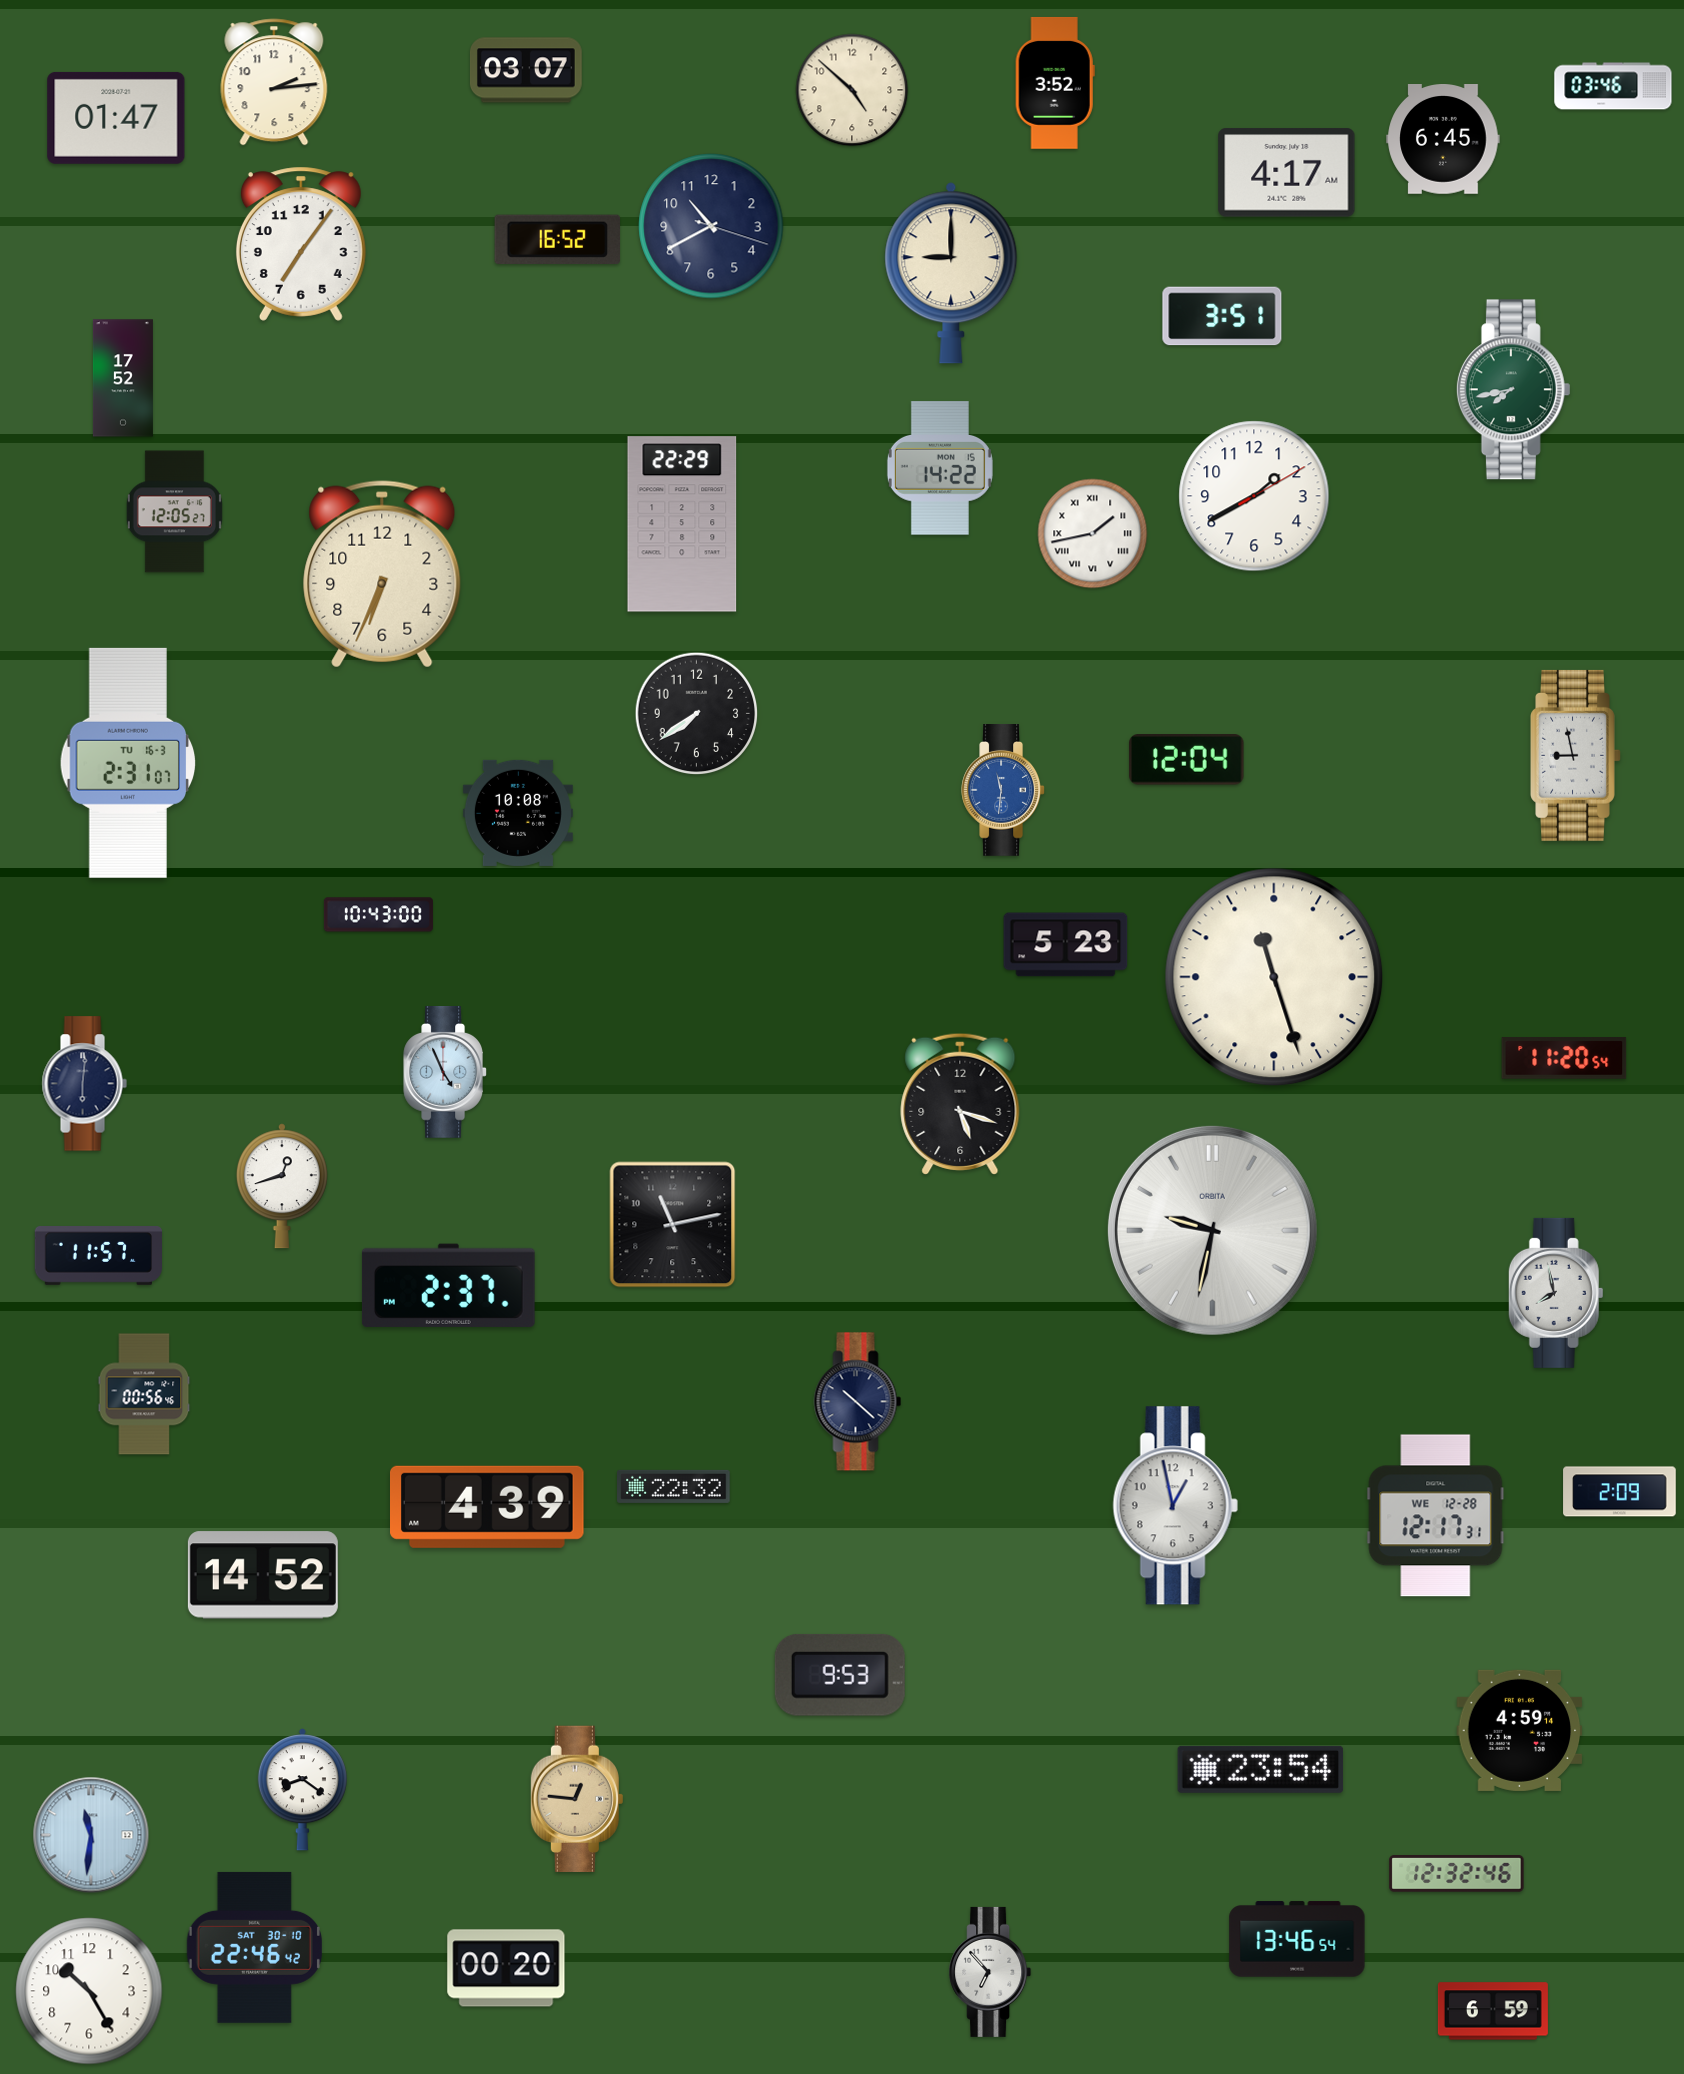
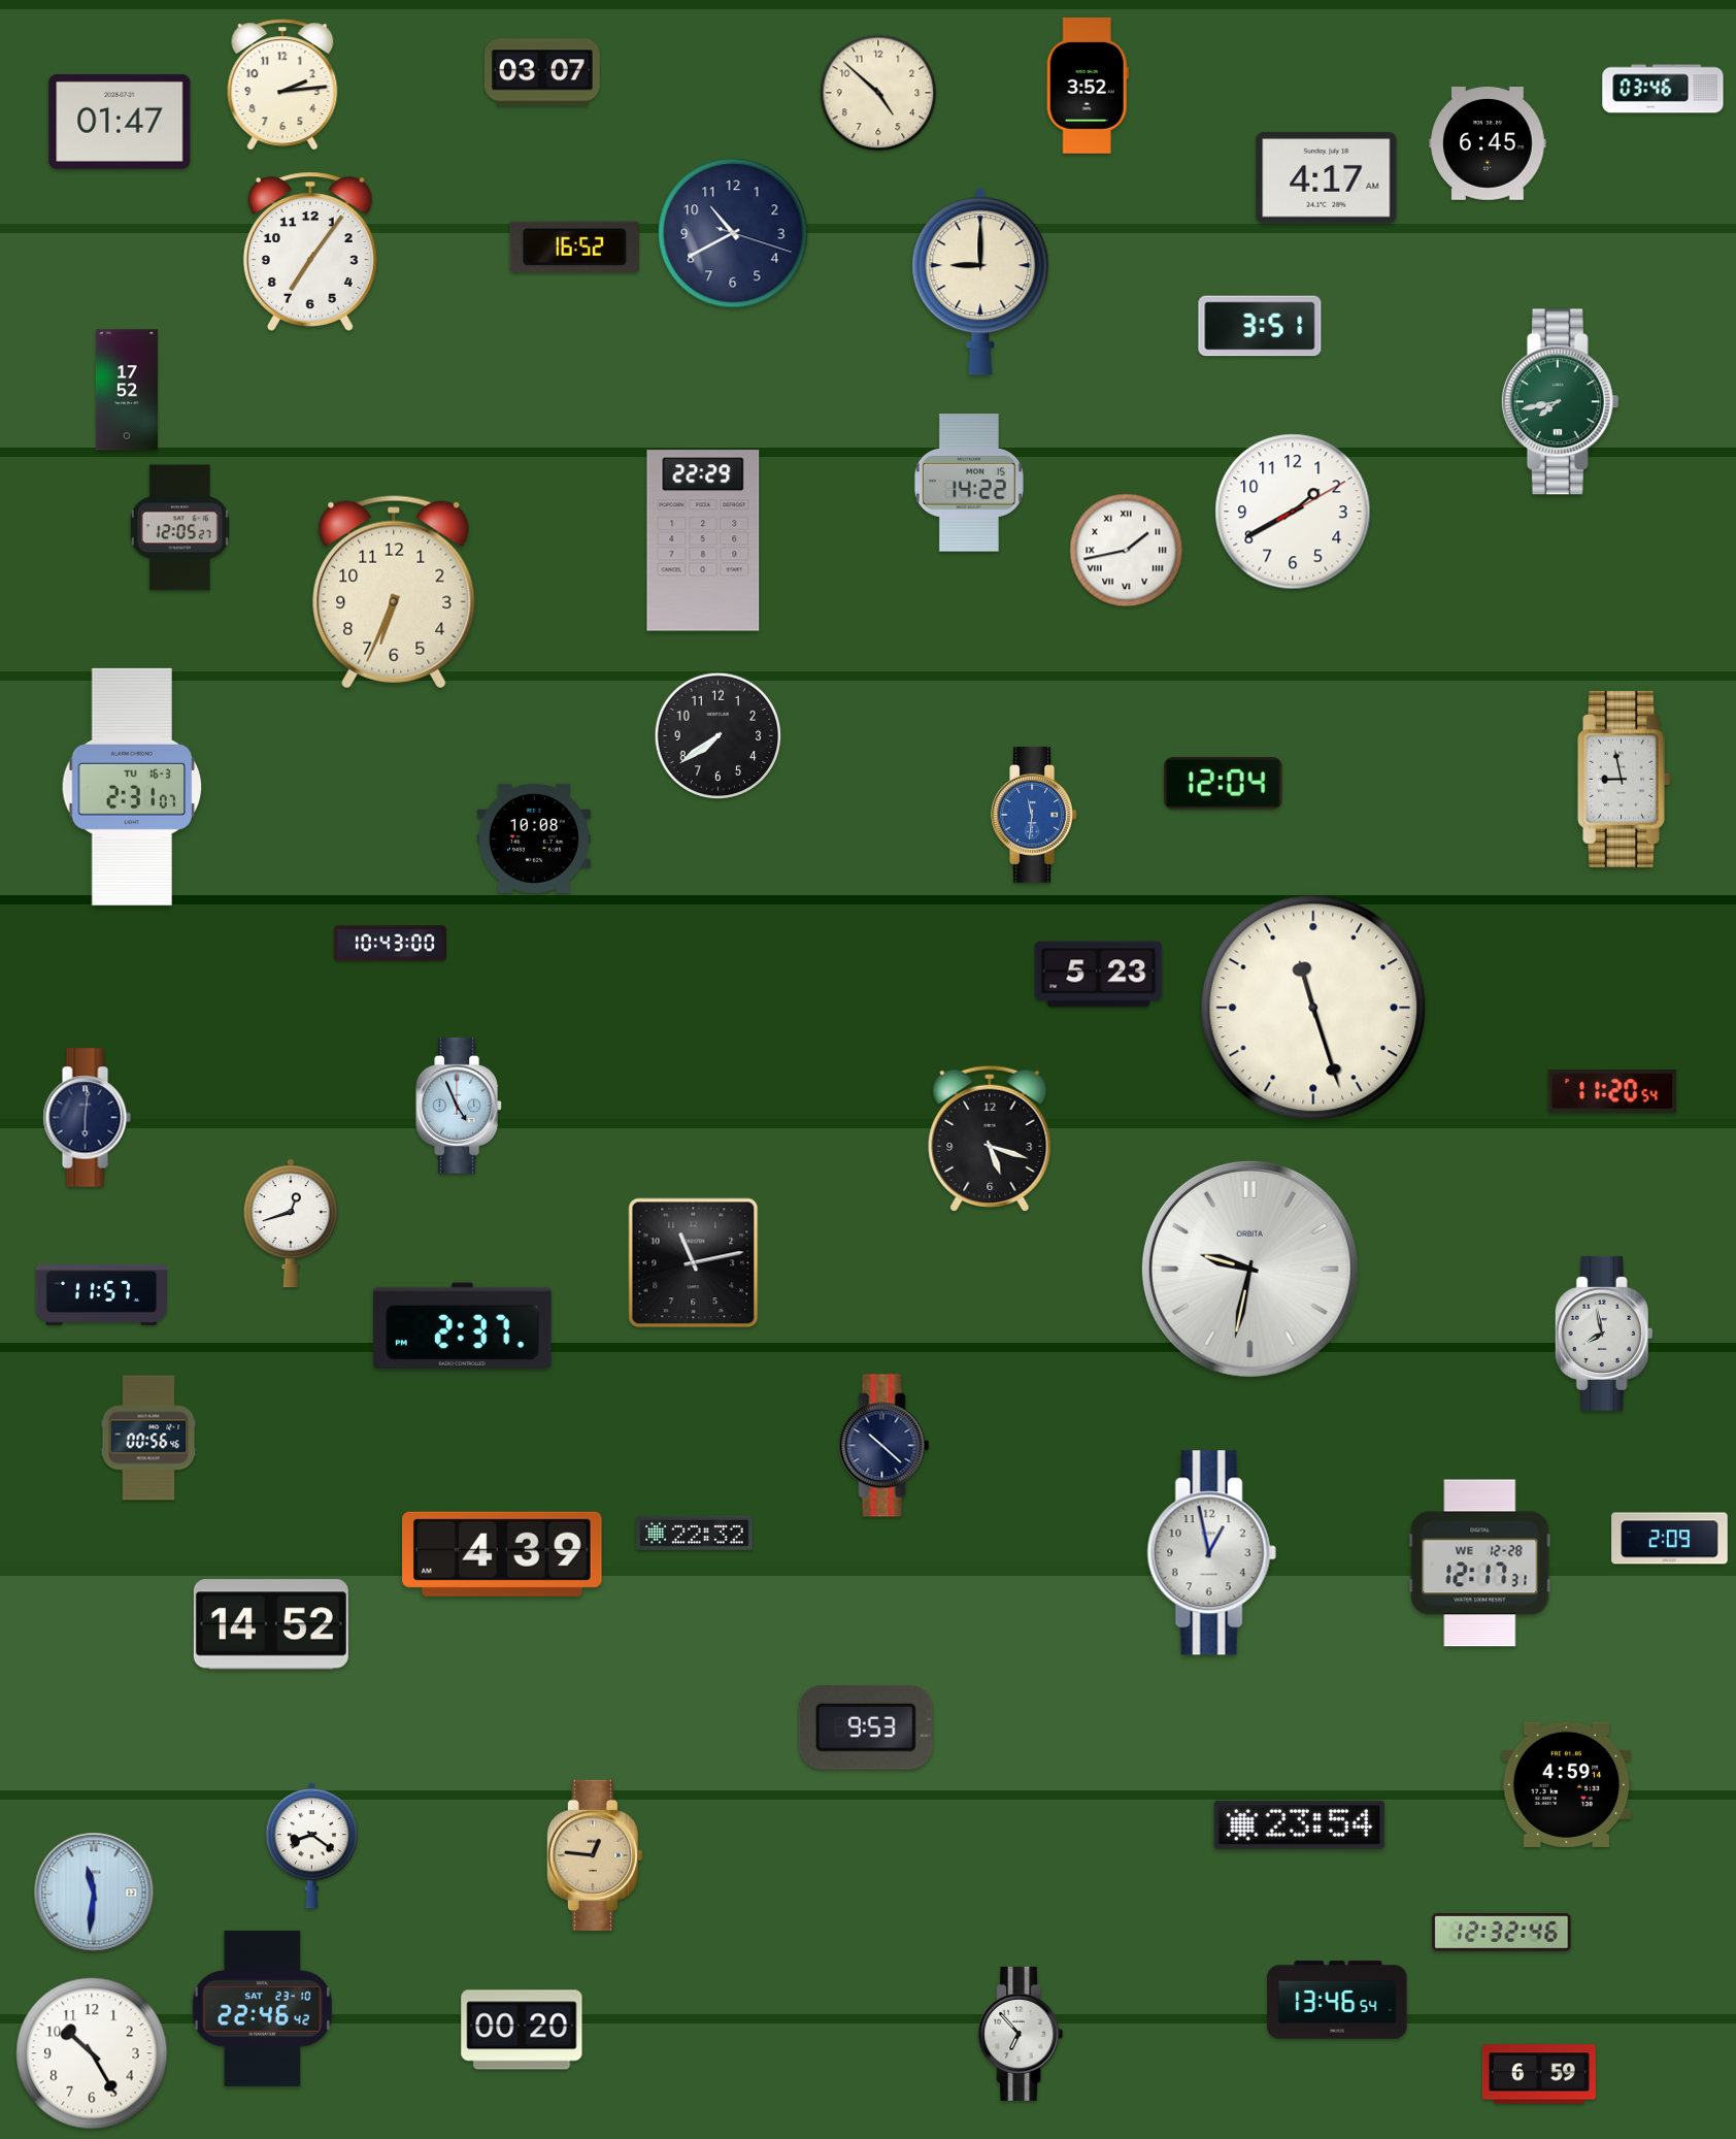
clock at (254, 1947) date: SAT 30-10 -> SAT 23-10
